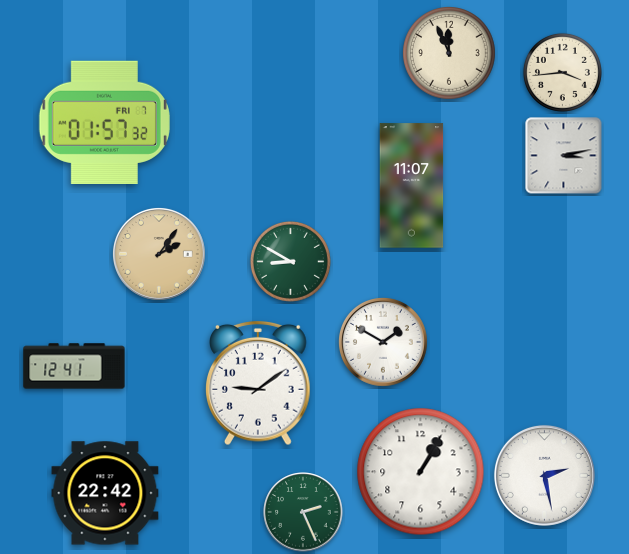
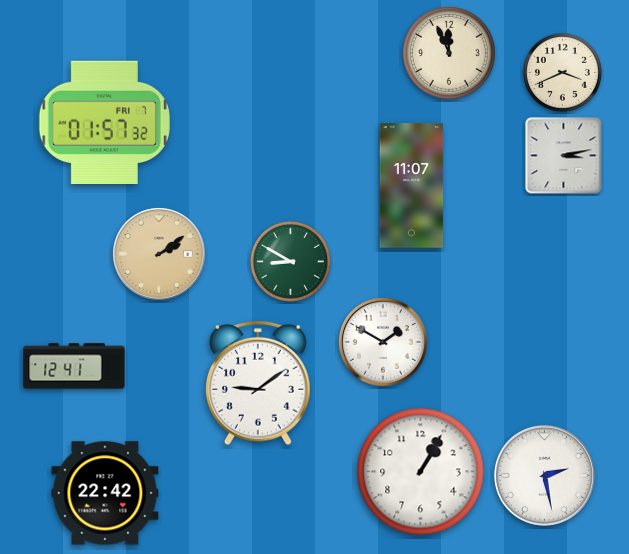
clock at (562, 72): 3:44 -> 3:41
clock at (159, 254): 2:06 -> 2:09
clock at (303, 512): 2:26 -> none
